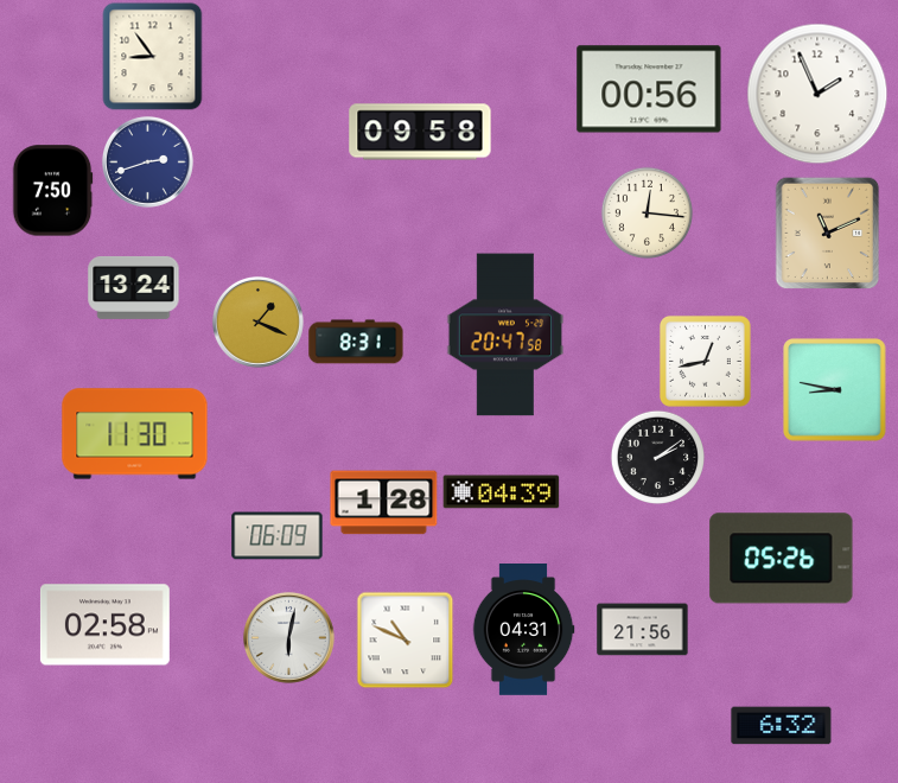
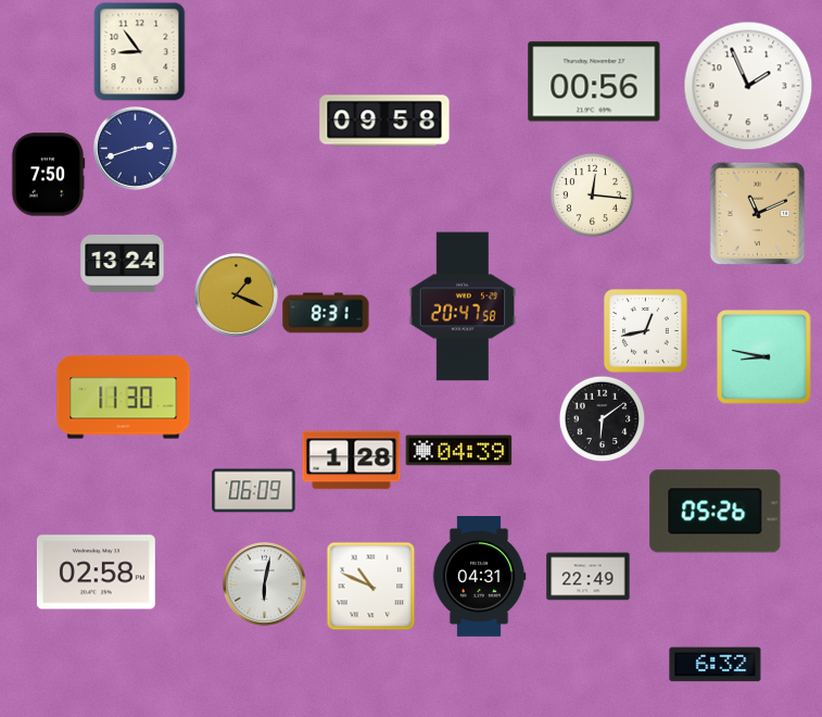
clock at (657, 457): 2:09 -> 6:09
clock at (643, 630): 21:56 -> 22:49
